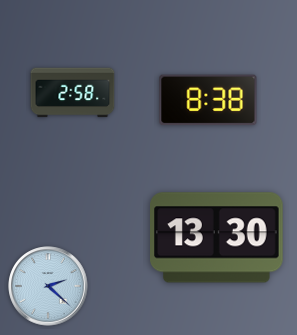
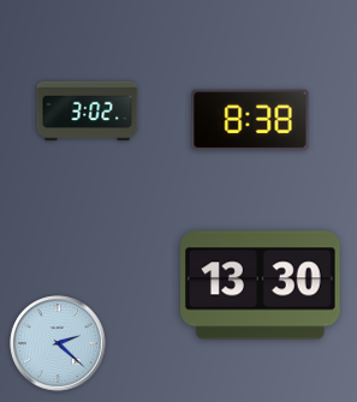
clock at (73, 93): 2:58 -> 3:02
